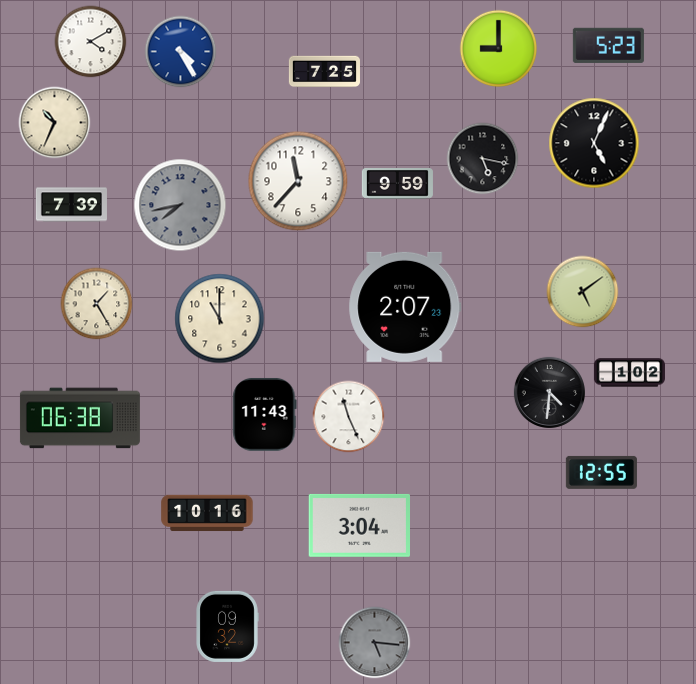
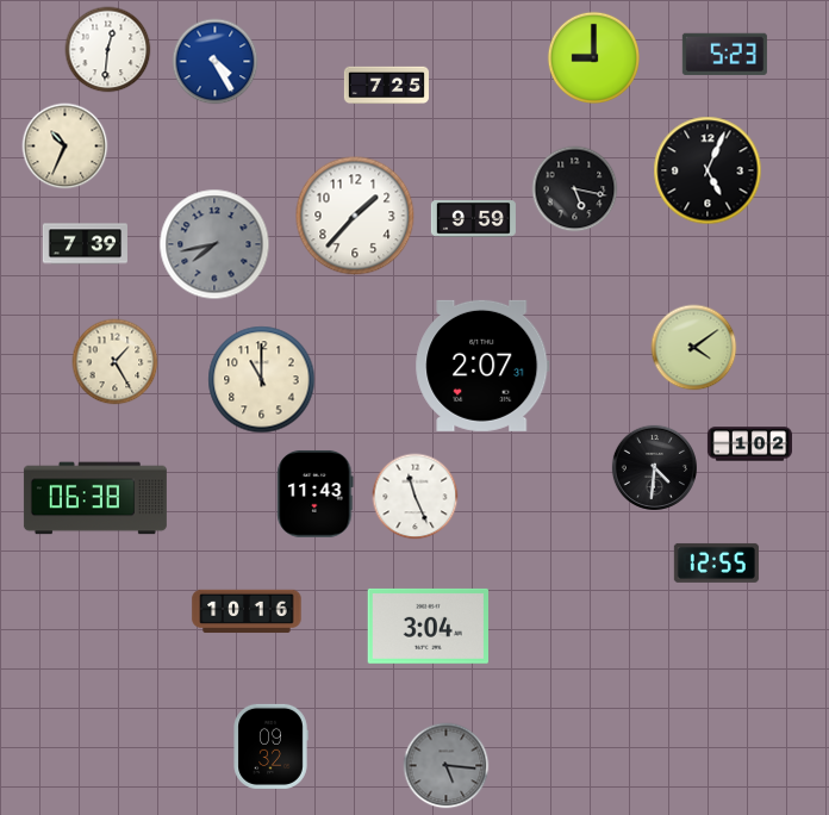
clock at (91, 42): 4:10 -> 12:31
clock at (298, 181): 11:37 -> 1:37
clock at (583, 292): 5:09 -> 4:09
clock at (405, 307): 2:07:23 -> 2:07:31
